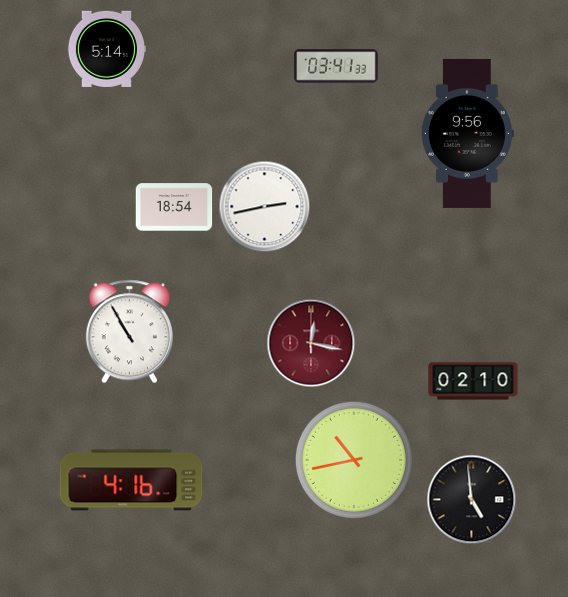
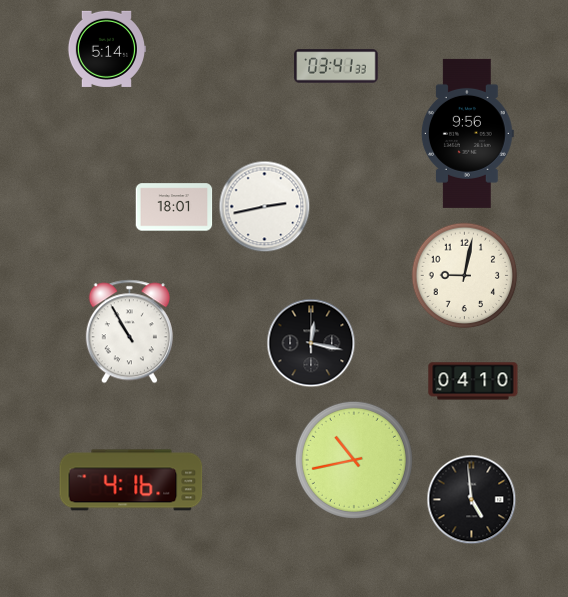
clock at (174, 207): 18:54 -> 18:01
clock at (465, 276): none -> 9:02
clock at (311, 343) dial: burgundy -> black
clock at (473, 381): 02:10 -> 04:10
